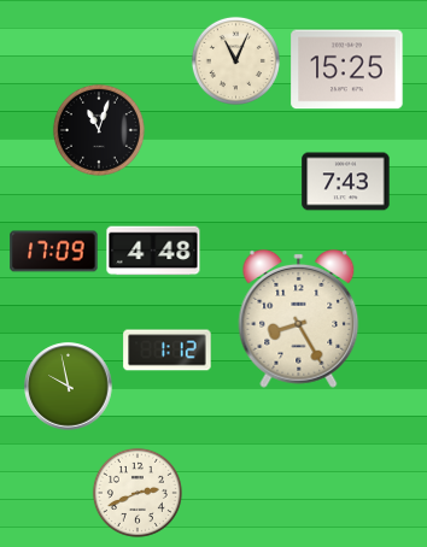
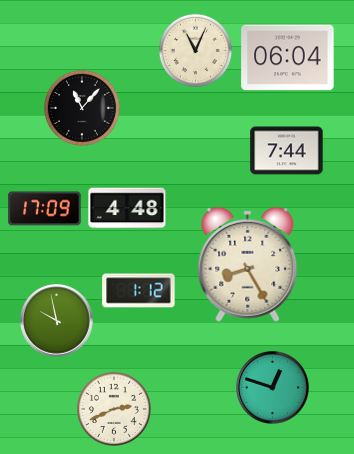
clock at (347, 70): 15:25 -> 06:04
clock at (99, 130): 11:03 -> 11:07
clock at (346, 182): 7:43 -> 7:44
clock at (273, 388): none -> 12:48
